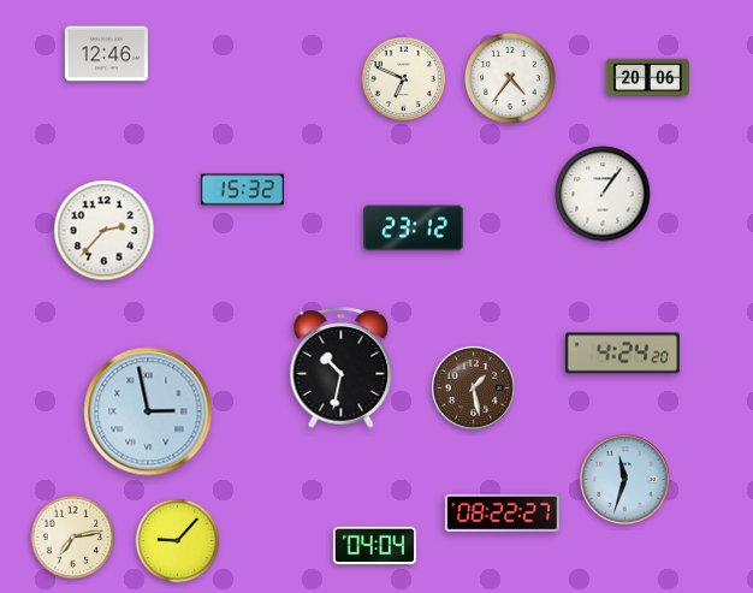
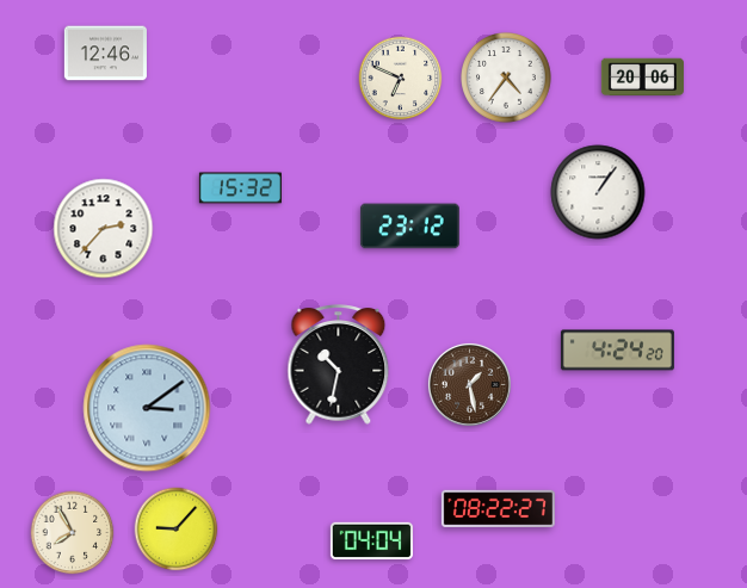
clock at (148, 411): 2:58 -> 3:09
clock at (625, 480): 11:33 -> none
clock at (73, 538): 7:13 -> 7:55
clock at (178, 541) position: (178, 541) -> (177, 530)
